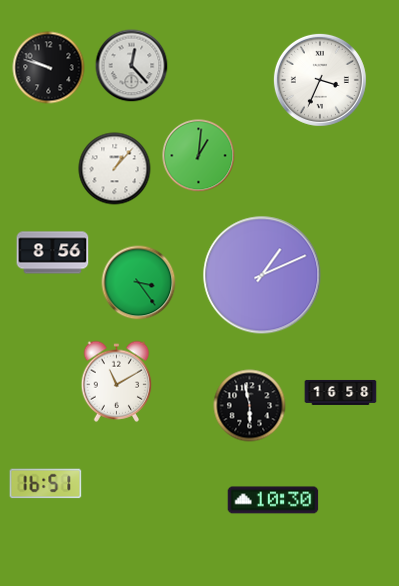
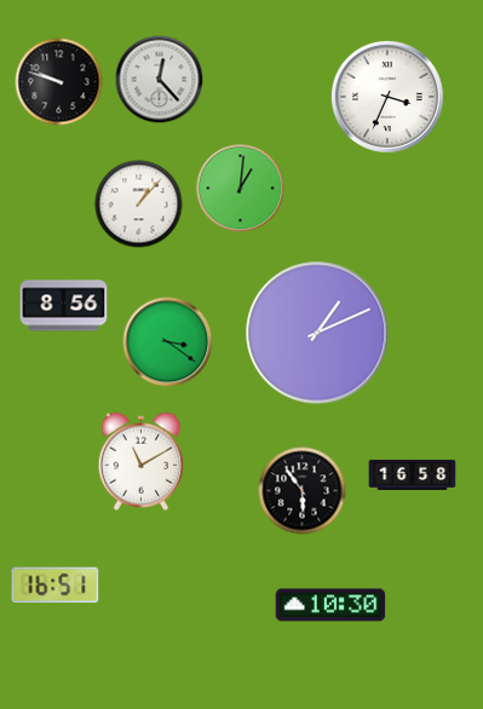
clock at (139, 283): 3:24 -> 3:21
clock at (250, 406): 5:58 -> 5:54
